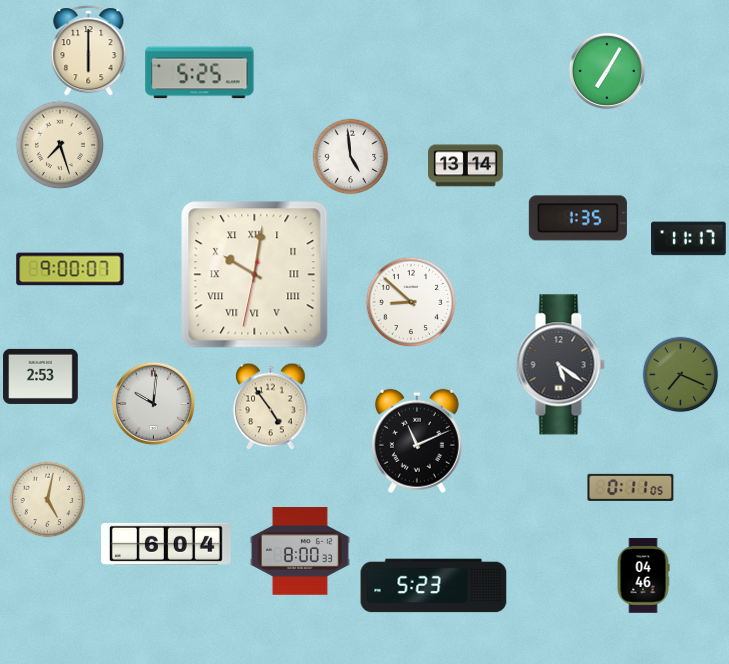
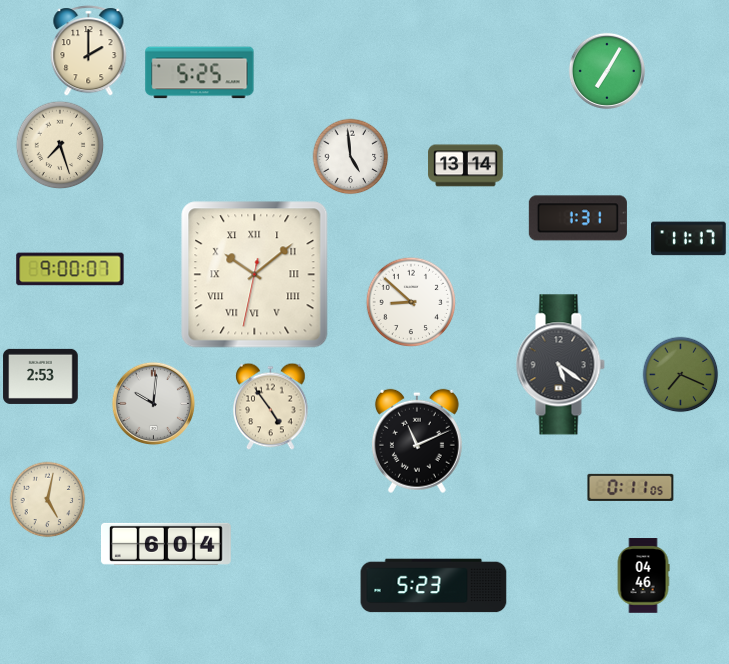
clock at (89, 51): 6:00 -> 2:00
clock at (578, 218): 1:35 -> 1:31
clock at (255, 275): 10:01 -> 10:08
clock at (300, 551): 8:00 -> none
